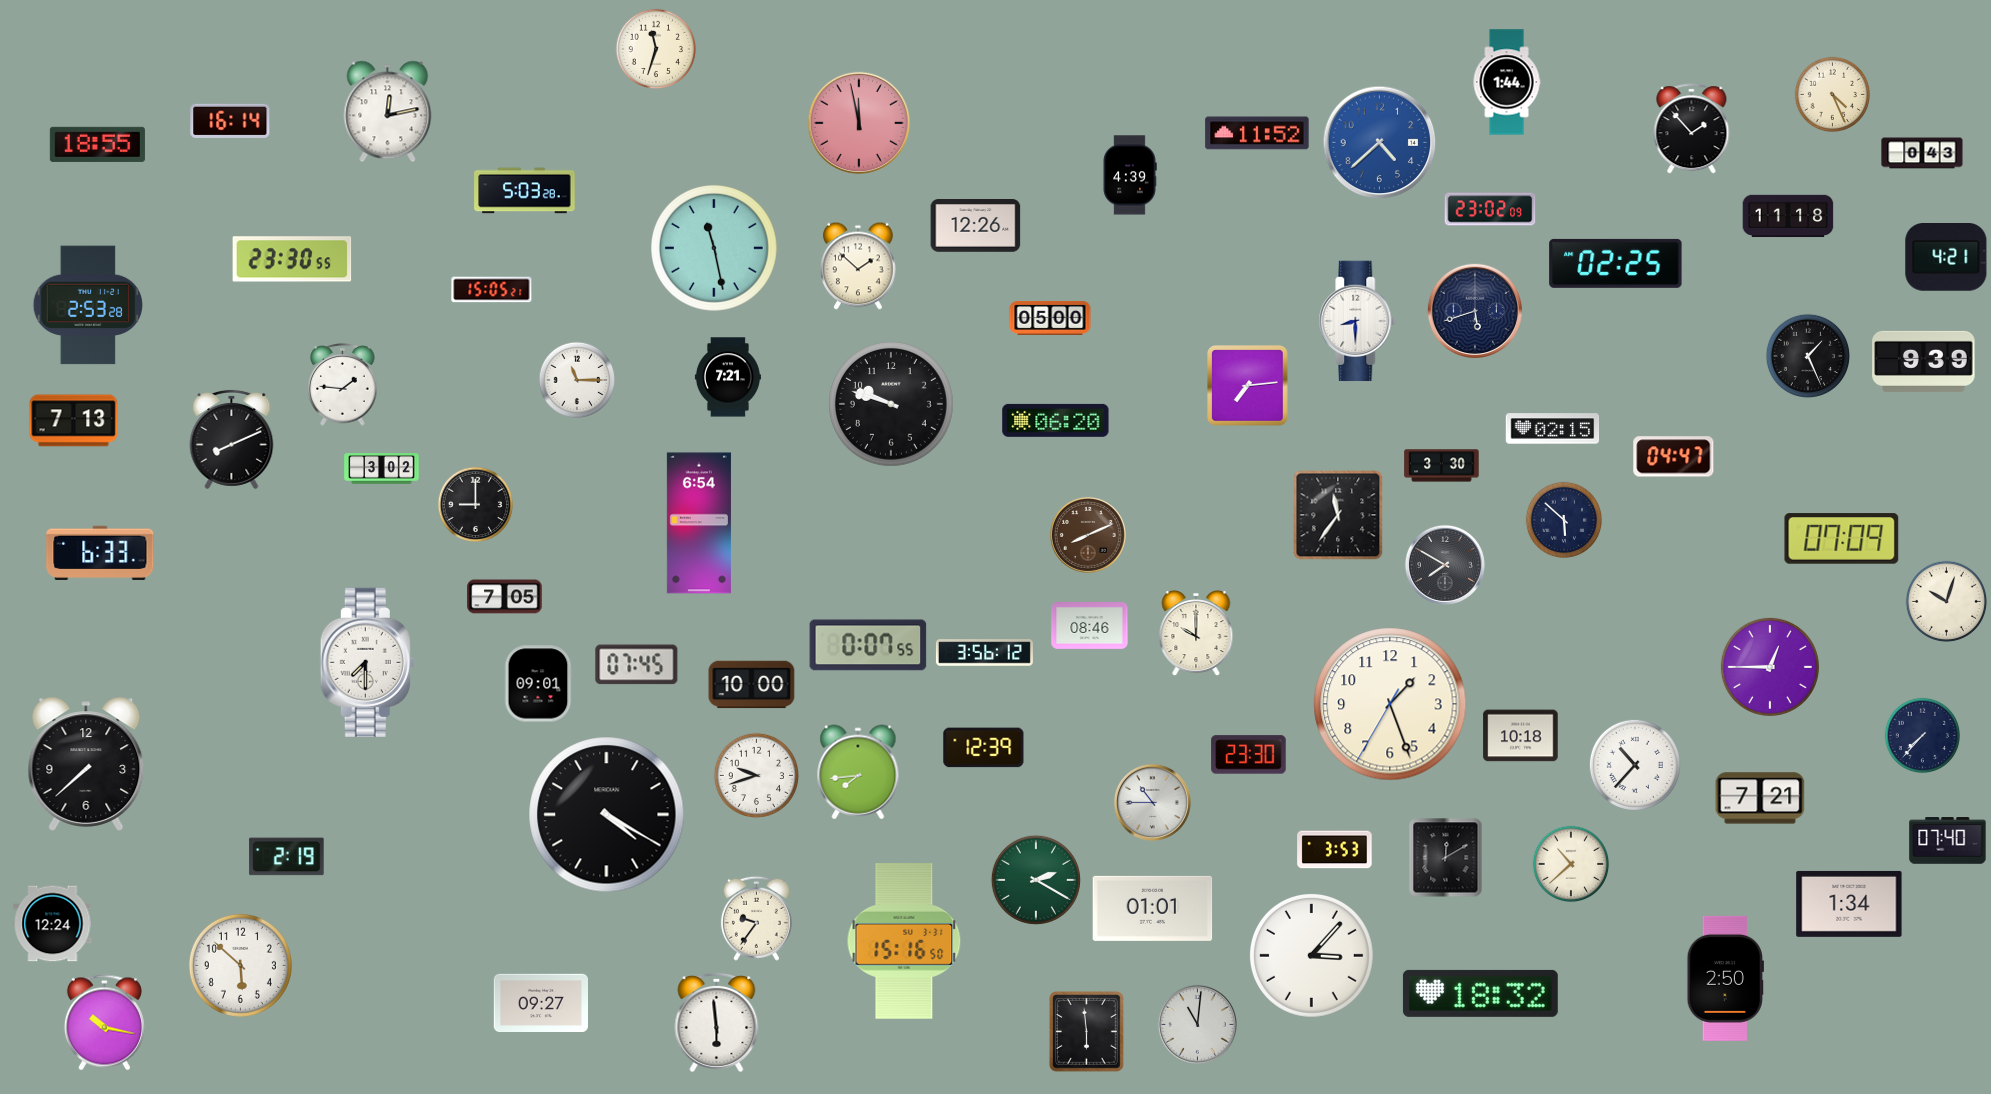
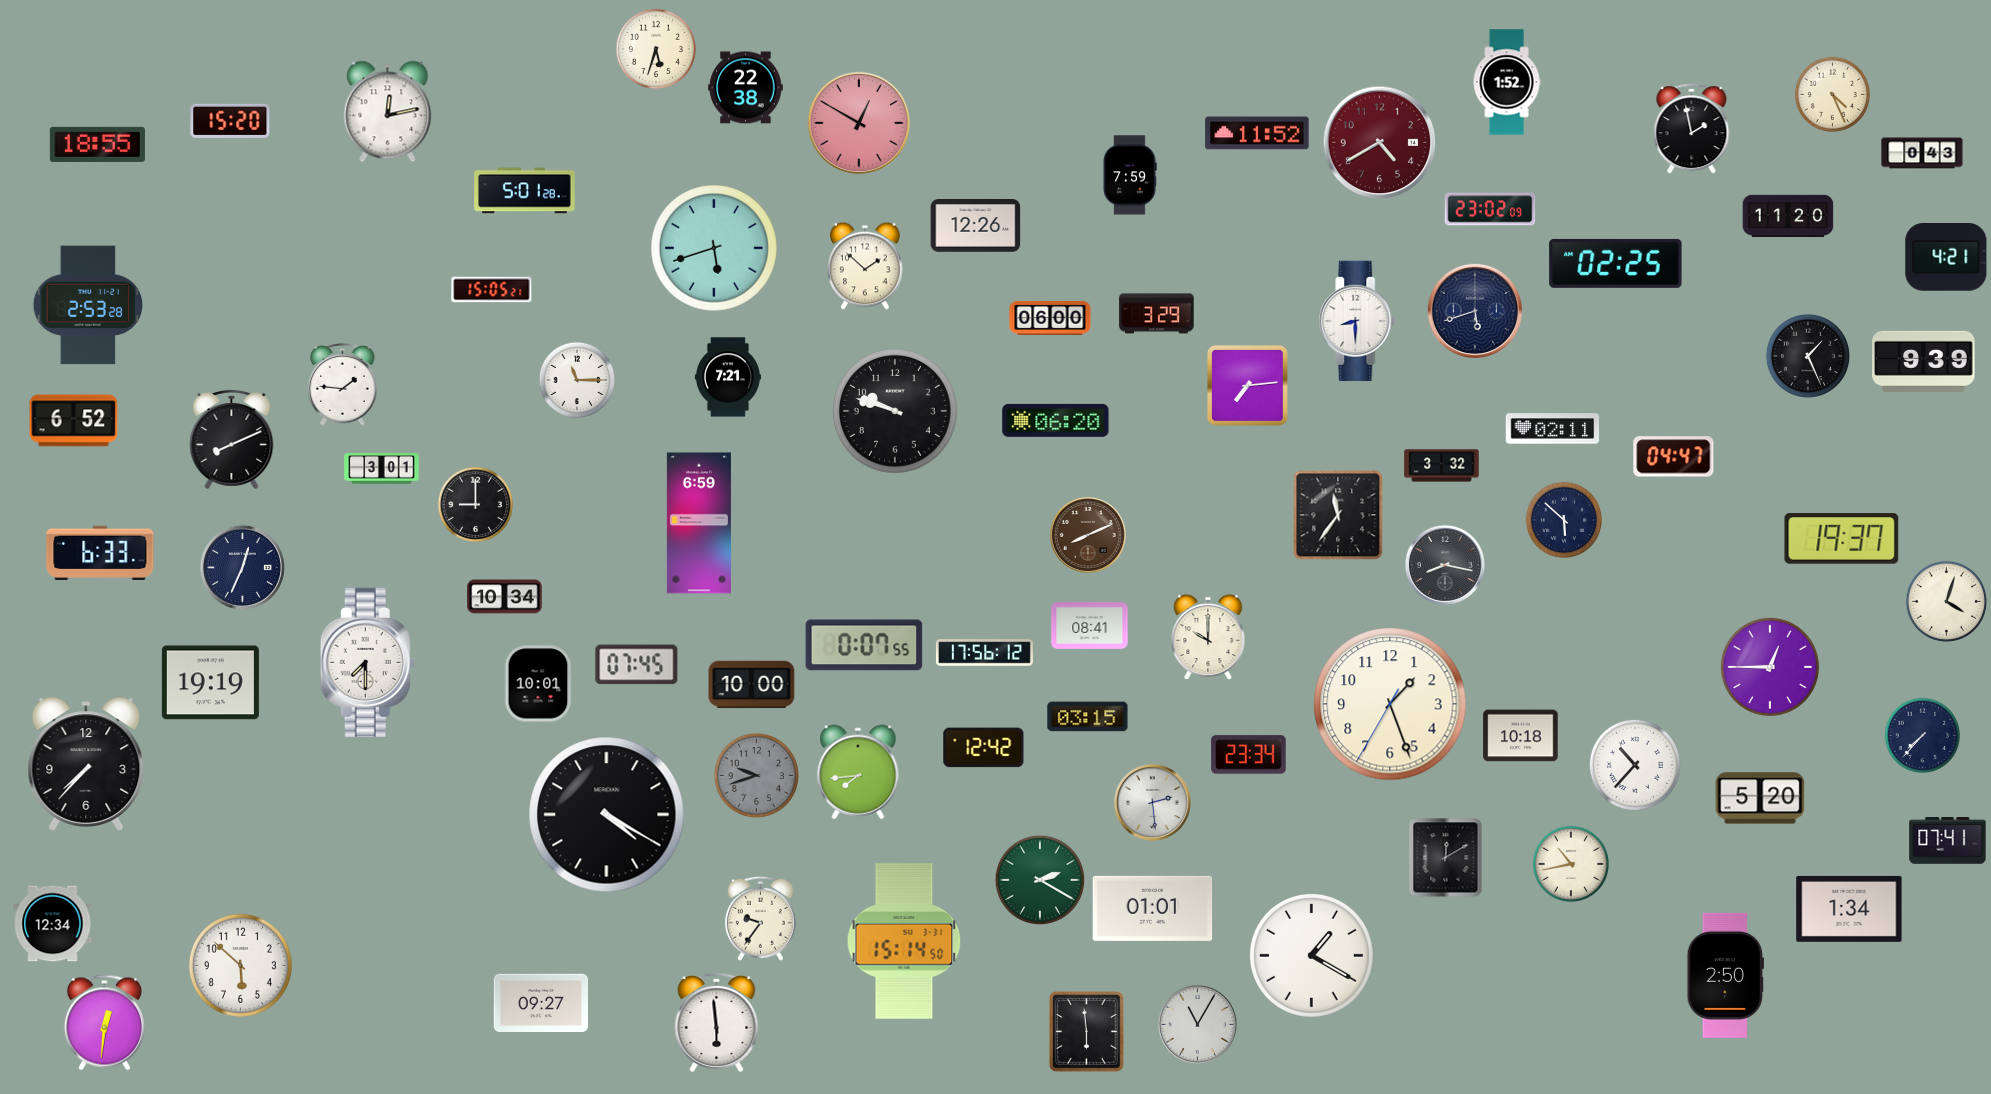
clock at (656, 49): 11:33 -> 5:33
clock at (1507, 82): 1:44 -> 1:52
clock at (746, 88): none -> 22:38
clock at (230, 120): 16:14 -> 15:20
clock at (859, 123): 11:58 -> 12:50
clock at (1692, 129): 1:53 -> 1:58
clock at (1380, 143): 4:38 -> 4:40
clock at (1380, 143) dial: blue -> burgundy
clock at (1130, 175): 4:39 -> 7:59
clock at (525, 191): 5:03 -> 5:01
clock at (1788, 216): 11:18 -> 11:20
clock at (715, 249): 11:28 -> 5:42
clock at (292, 259): 23:30 -> none
clock at (858, 266) position: (858, 266) -> (865, 266)
clock at (1157, 314): none -> 3:29
clock at (1050, 318): 05:00 -> 06:00
clock at (892, 405) position: (892, 405) -> (896, 412)
clock at (74, 421): 7:13 -> 6:52
clock at (1553, 429): 02:15 -> 02:11
clock at (1442, 466): 3:30 -> 3:32
clock at (382, 469): 3:02 -> 3:01
clock at (699, 523): 6:54 -> 6:59
clock at (1842, 539): 07:09 -> 19:37
clock at (1445, 565): 7:50 -> 8:17
clock at (242, 567): none -> 12:34
clock at (505, 597): 7:05 -> 10:34
clock at (1946, 601): 10:03 -> 4:03
clock at (1090, 626): 08:46 -> 08:41
clock at (1196, 633) position: (1196, 633) -> (1208, 637)
clock at (868, 645) position: (868, 645) -> (864, 645)
clock at (984, 653): 3:56 -> 17:56
clock at (210, 683): none -> 19:19
clock at (538, 684): 09:01 -> 10:01
clock at (1088, 717): none -> 03:15
clock at (984, 748): 12:39 -> 12:42
clock at (1249, 755): 23:30 -> 23:34
clock at (86, 764): 7:38 -> 7:37
clock at (756, 775) dial: white -> grey
clock at (1760, 798): 7:21 -> 5:20
clock at (1152, 802): 10:45 -> 2:29
clock at (1948, 841): 07:40 -> 07:41
clock at (1335, 850): 3:53 -> none
clock at (287, 857): 2:19 -> none
clock at (1571, 864): 10:38 -> 10:43
clock at (1036, 880) position: (1036, 880) -> (1040, 880)
clock at (1849, 904) position: (1849, 904) -> (1849, 909)
clock at (756, 918) position: (756, 918) -> (760, 918)
clock at (53, 924): 12:24 -> 12:34
clock at (904, 942): 15:16 -> 15:14
clock at (1311, 955): 3:07 -> 1:20
clock at (1725, 978) position: (1725, 978) -> (1725, 975)
clock at (1480, 993): 18:32 -> none
clock at (104, 1023): 10:17 -> 12:31
clock at (1197, 1024): 11:01 -> 11:05
